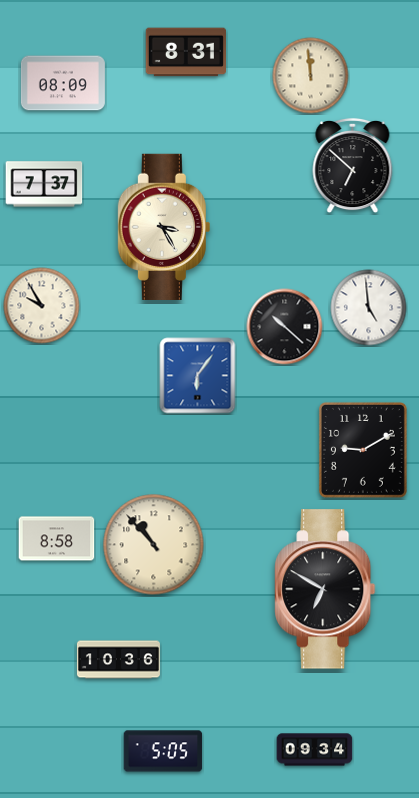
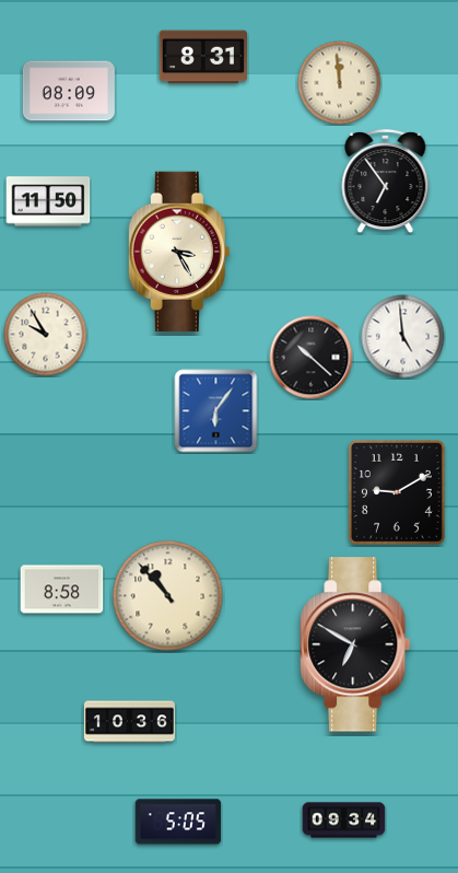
clock at (353, 166): 6:52 -> 6:54
clock at (44, 184): 7:37 -> 11:50
clock at (164, 227) position: (164, 227) -> (179, 252)
